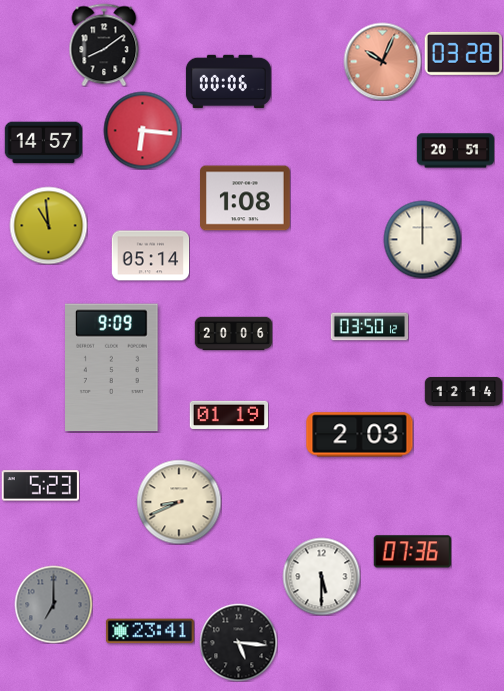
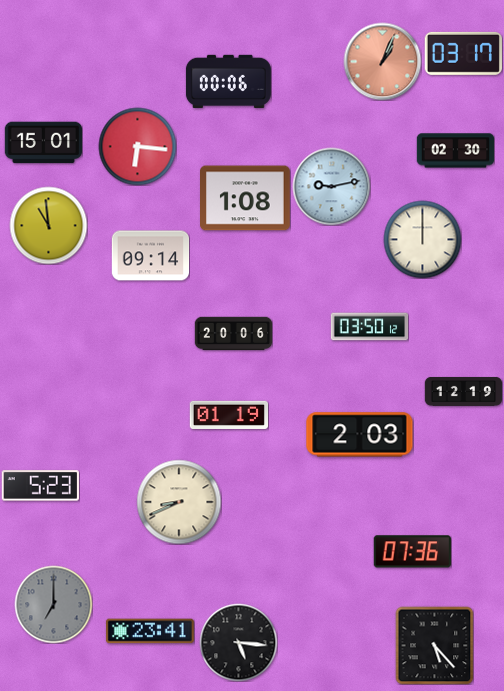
clock at (104, 45): 8:09 -> none
clock at (463, 53): 03:28 -> 03:17
clock at (382, 61): 10:04 -> 1:04
clock at (142, 130) position: (142, 130) -> (137, 146)
clock at (43, 143): 14:57 -> 15:01
clock at (455, 151): 20:51 -> 02:30
clock at (331, 186): none -> 9:13
clock at (150, 256): 05:14 -> 09:14
clock at (112, 368): 9:09 -> none
clock at (463, 391): 12:14 -> 12:19
clock at (321, 576): 5:30 -> none
clock at (434, 645): none -> 5:23
